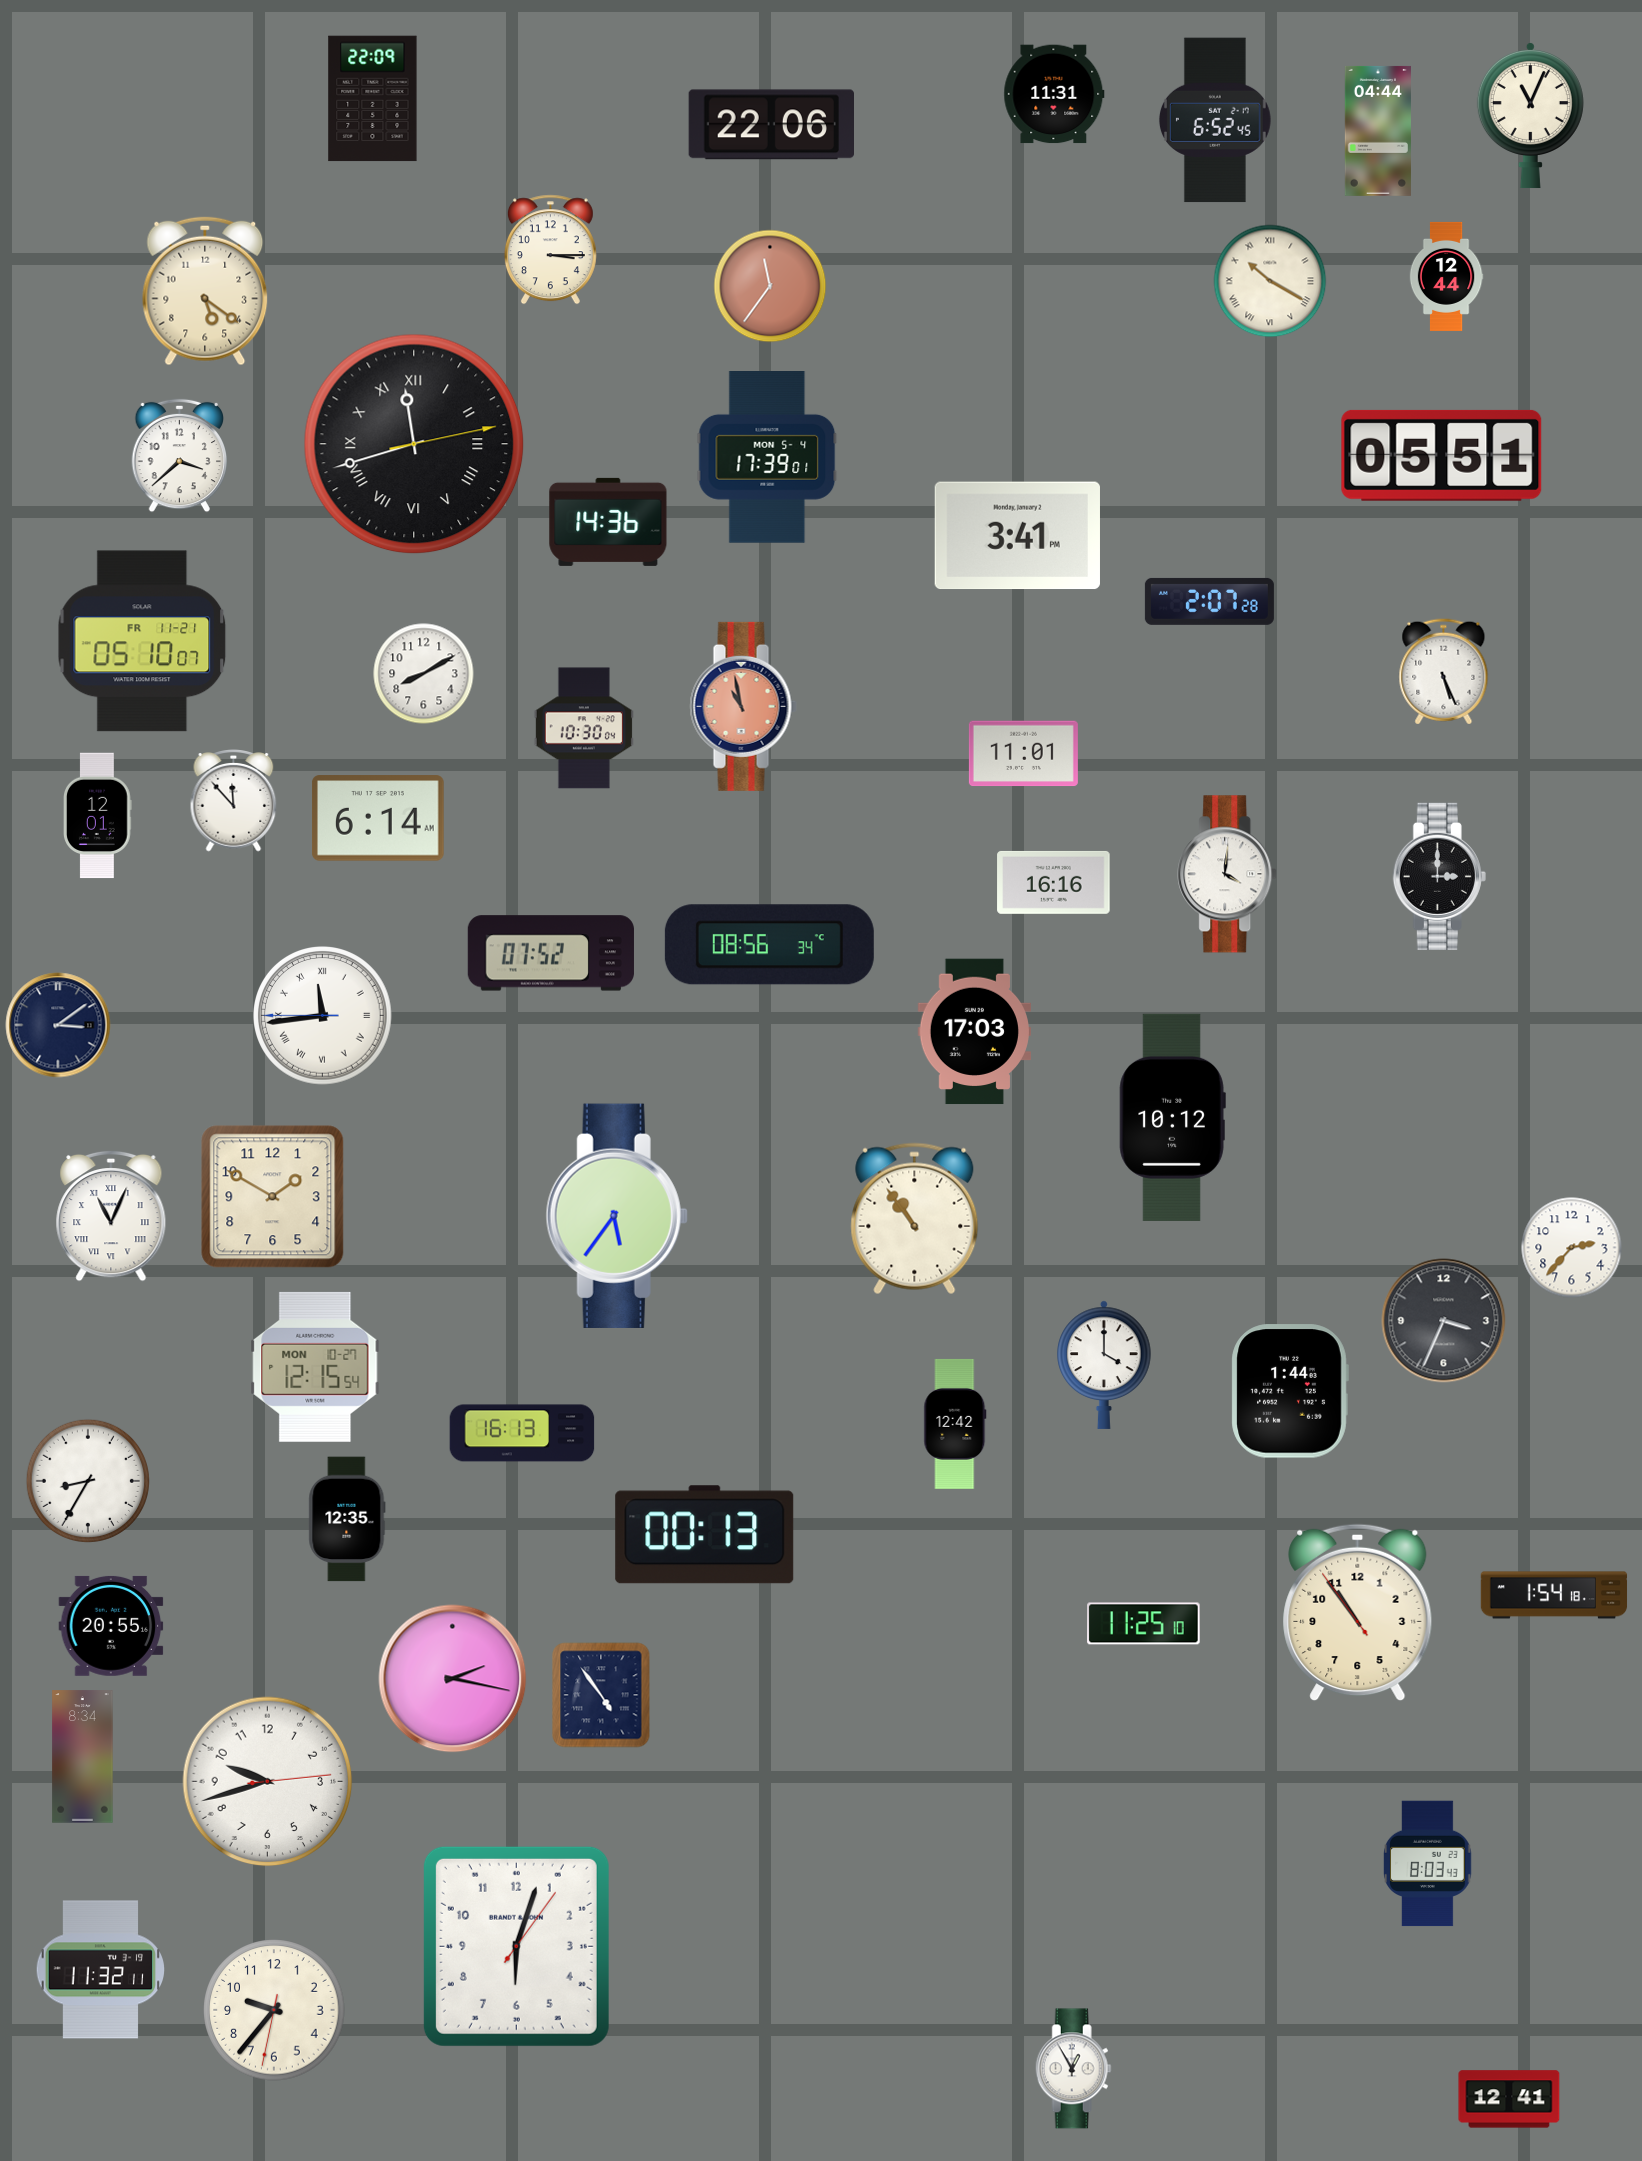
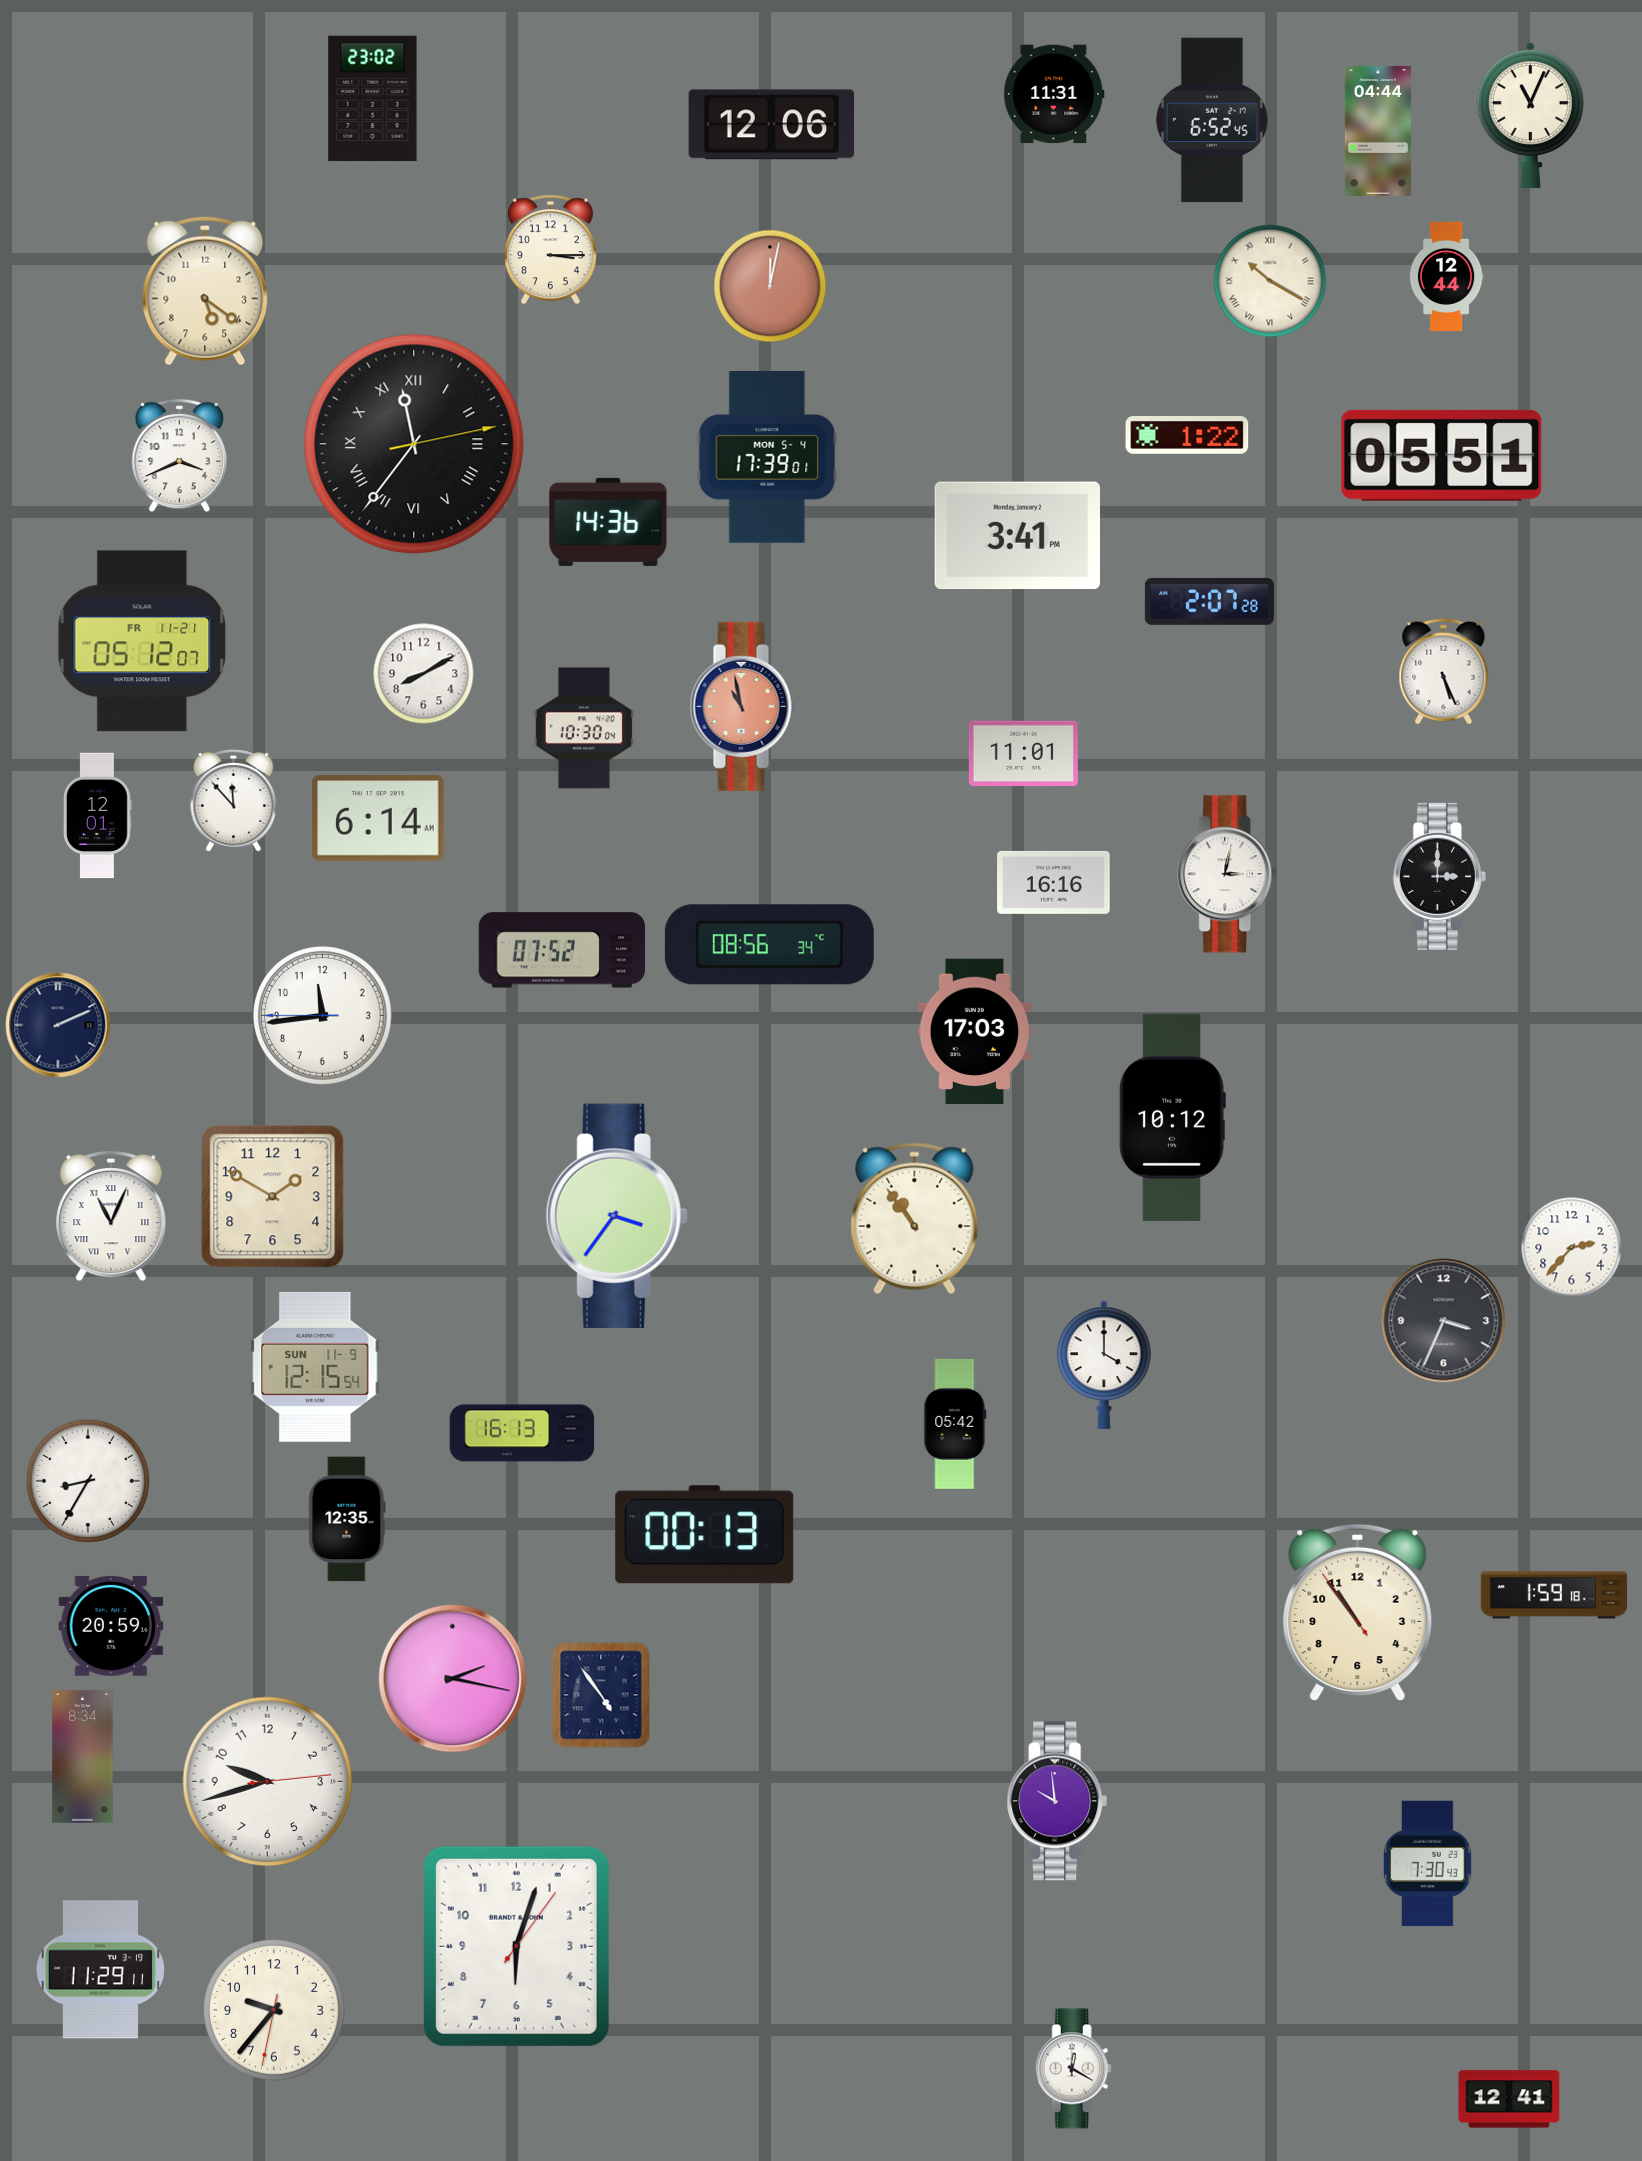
clock at (373, 99): 22:09 -> 23:02
clock at (1215, 120) position: (1215, 120) -> (1212, 120)
clock at (771, 125): 22:06 -> 12:06
clock at (770, 286): 11:36 -> 12:02
clock at (1187, 436): none -> 1:22
clock at (414, 444): 11:42 -> 11:36
clock at (180, 456): 3:38 -> 3:41
clock at (142, 641): 05:10 -> 05:12
clock at (1228, 874): 4:01 -> 3:02
clock at (551, 953) position: (551, 953) -> (562, 950)
clock at (323, 1016) numerals: Roman -> Arabic
clock at (58, 1025): 3:09 -> 2:11
clock at (617, 1216): 5:36 -> 3:36
clock at (315, 1367) date: MON 10-27 -> SUN 11-9
clock at (1290, 1391): 1:44 -> none
clock at (955, 1424): 12:42 -> 05:42
clock at (1554, 1595): 1:54 -> 1:59
clock at (1144, 1624): 11:25 -> none
clock at (111, 1626): 20:55 -> 20:59
clock at (1057, 1801): none -> 9:59
clock at (1428, 1864): 8:03 -> 7:30
clock at (101, 1970): 11:32 -> 11:29
clock at (1073, 2069): 12:55 -> 12:20
